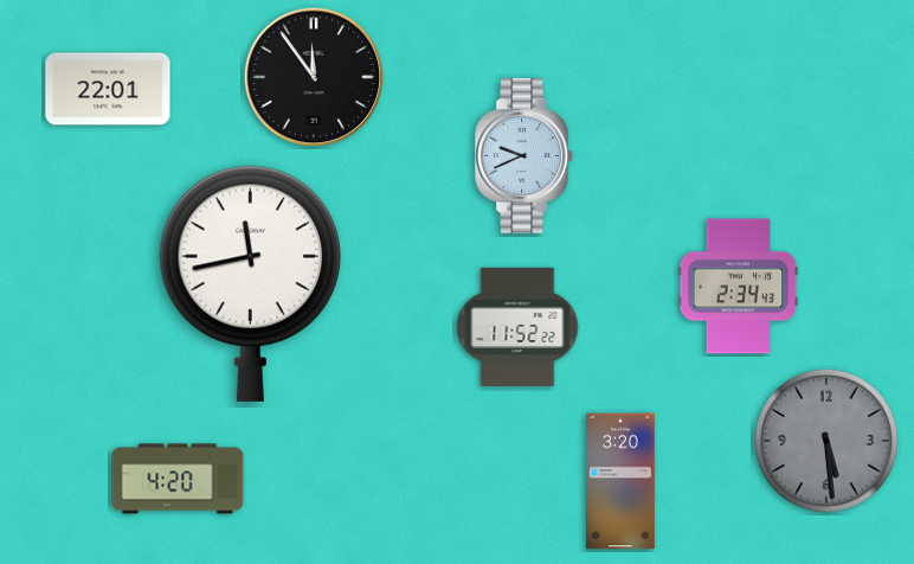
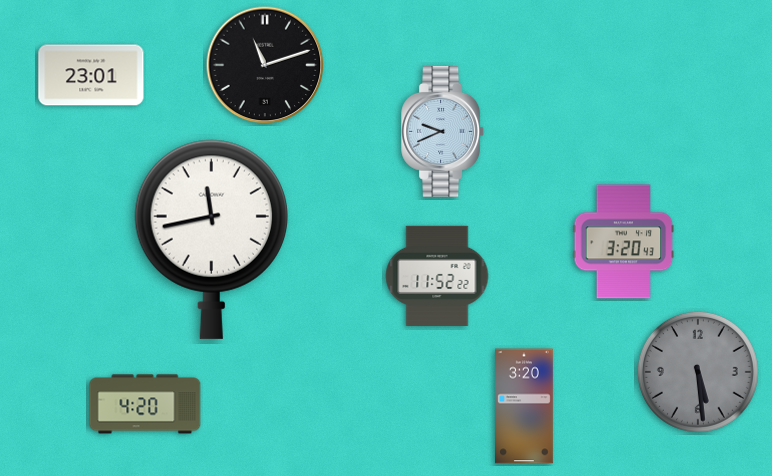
clock at (314, 77): 11:54 -> 11:12
clock at (108, 89): 22:01 -> 23:01
clock at (739, 287): 2:34 -> 3:20
clock at (178, 479) position: (178, 479) -> (145, 404)
